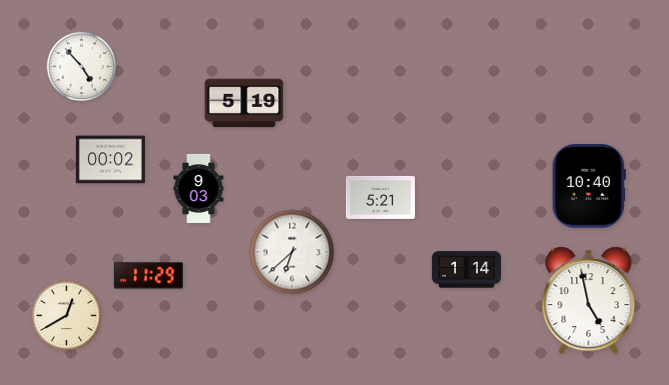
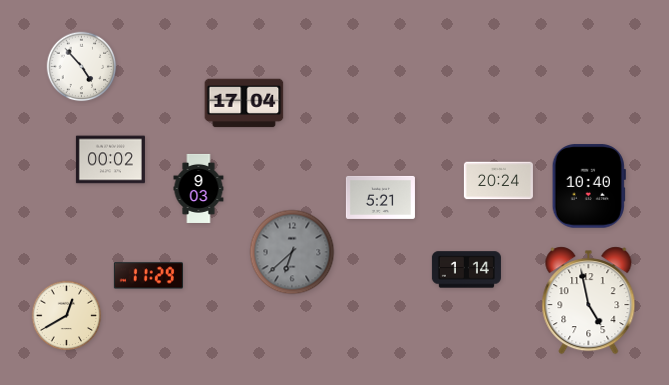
clock at (244, 103): 5:19 -> 17:04
clock at (498, 181): none -> 20:24
clock at (292, 252) dial: white -> grey
